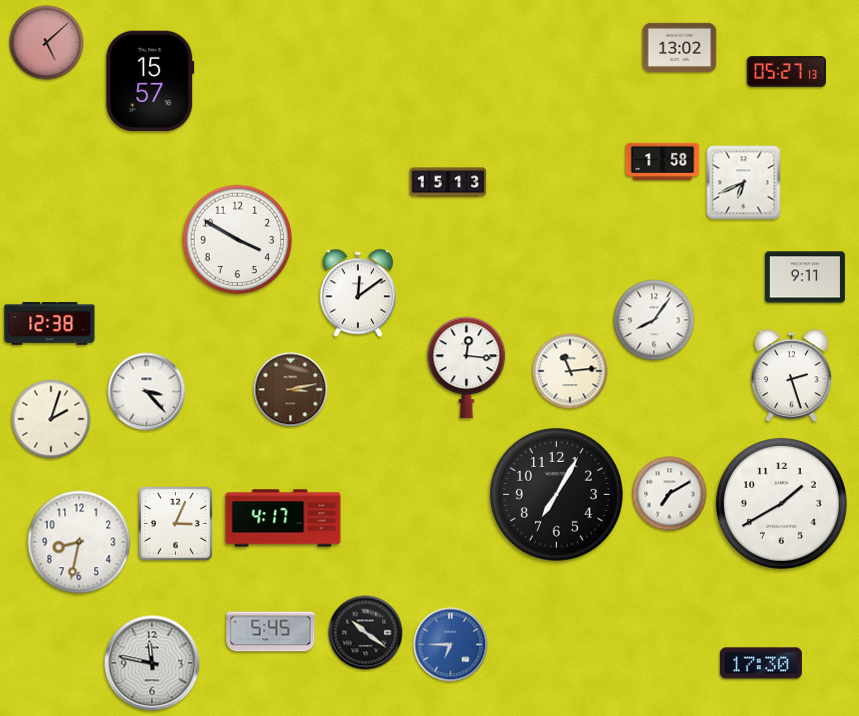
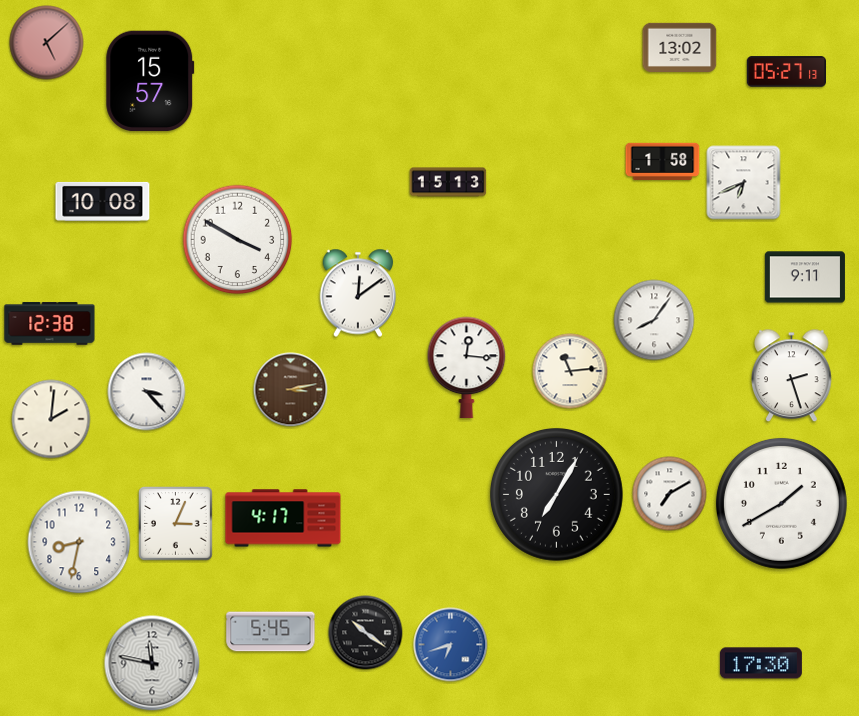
clock at (103, 201): none -> 10:08
clock at (51, 419): 2:03 -> 2:01
clock at (451, 645): 6:45 -> 6:42
